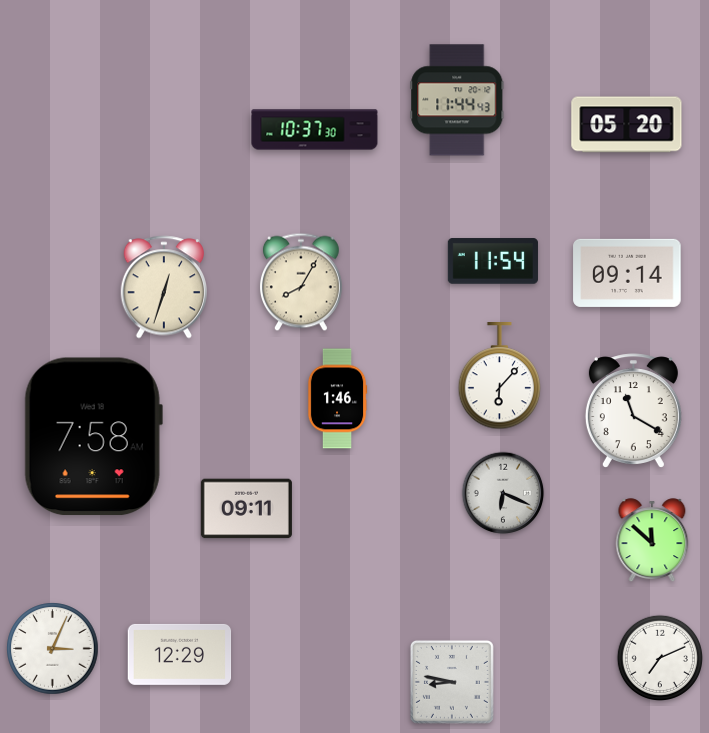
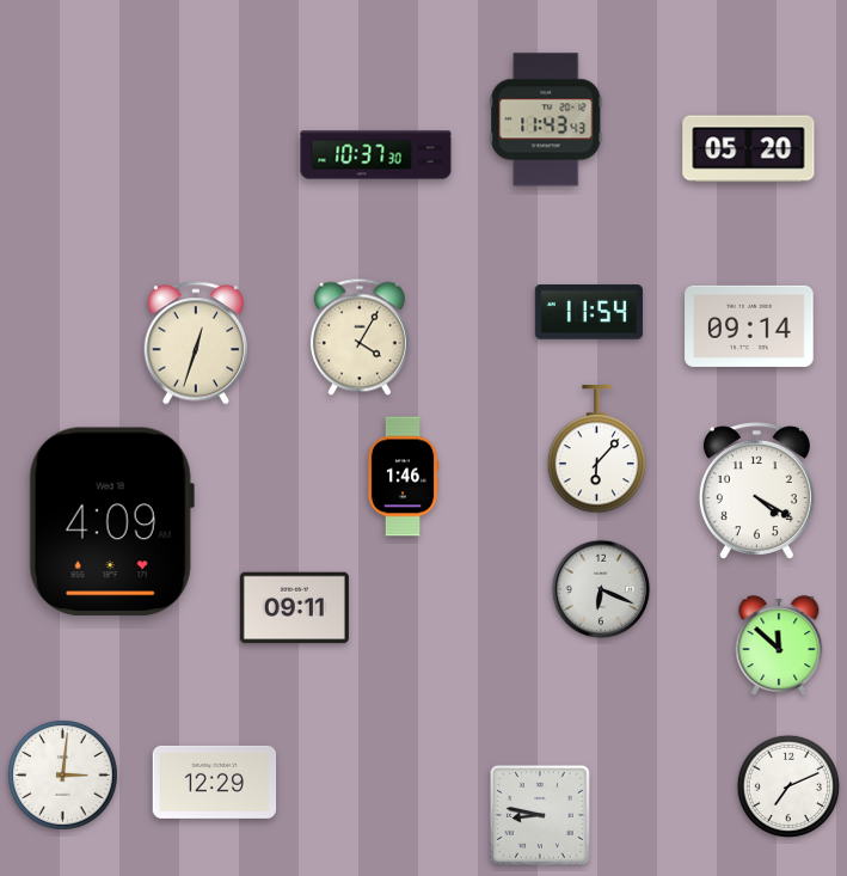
clock at (457, 100): 11:44 -> 11:43
clock at (301, 282): 8:05 -> 4:05
clock at (633, 410): 11:20 -> 4:20
clock at (93, 437): 7:58 -> 4:09
clock at (53, 649): 3:04 -> 3:01
